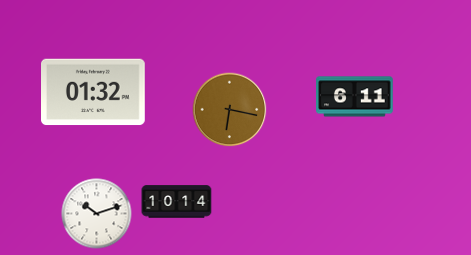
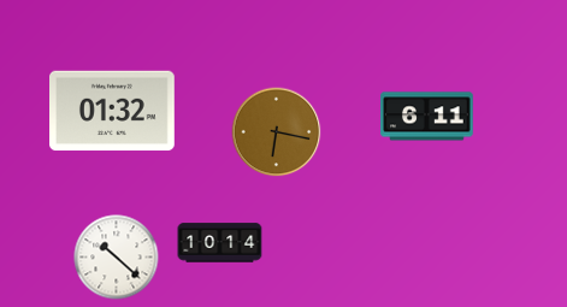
clock at (177, 202) position: (177, 202) -> (220, 243)
clock at (97, 214): 10:12 -> 10:22
